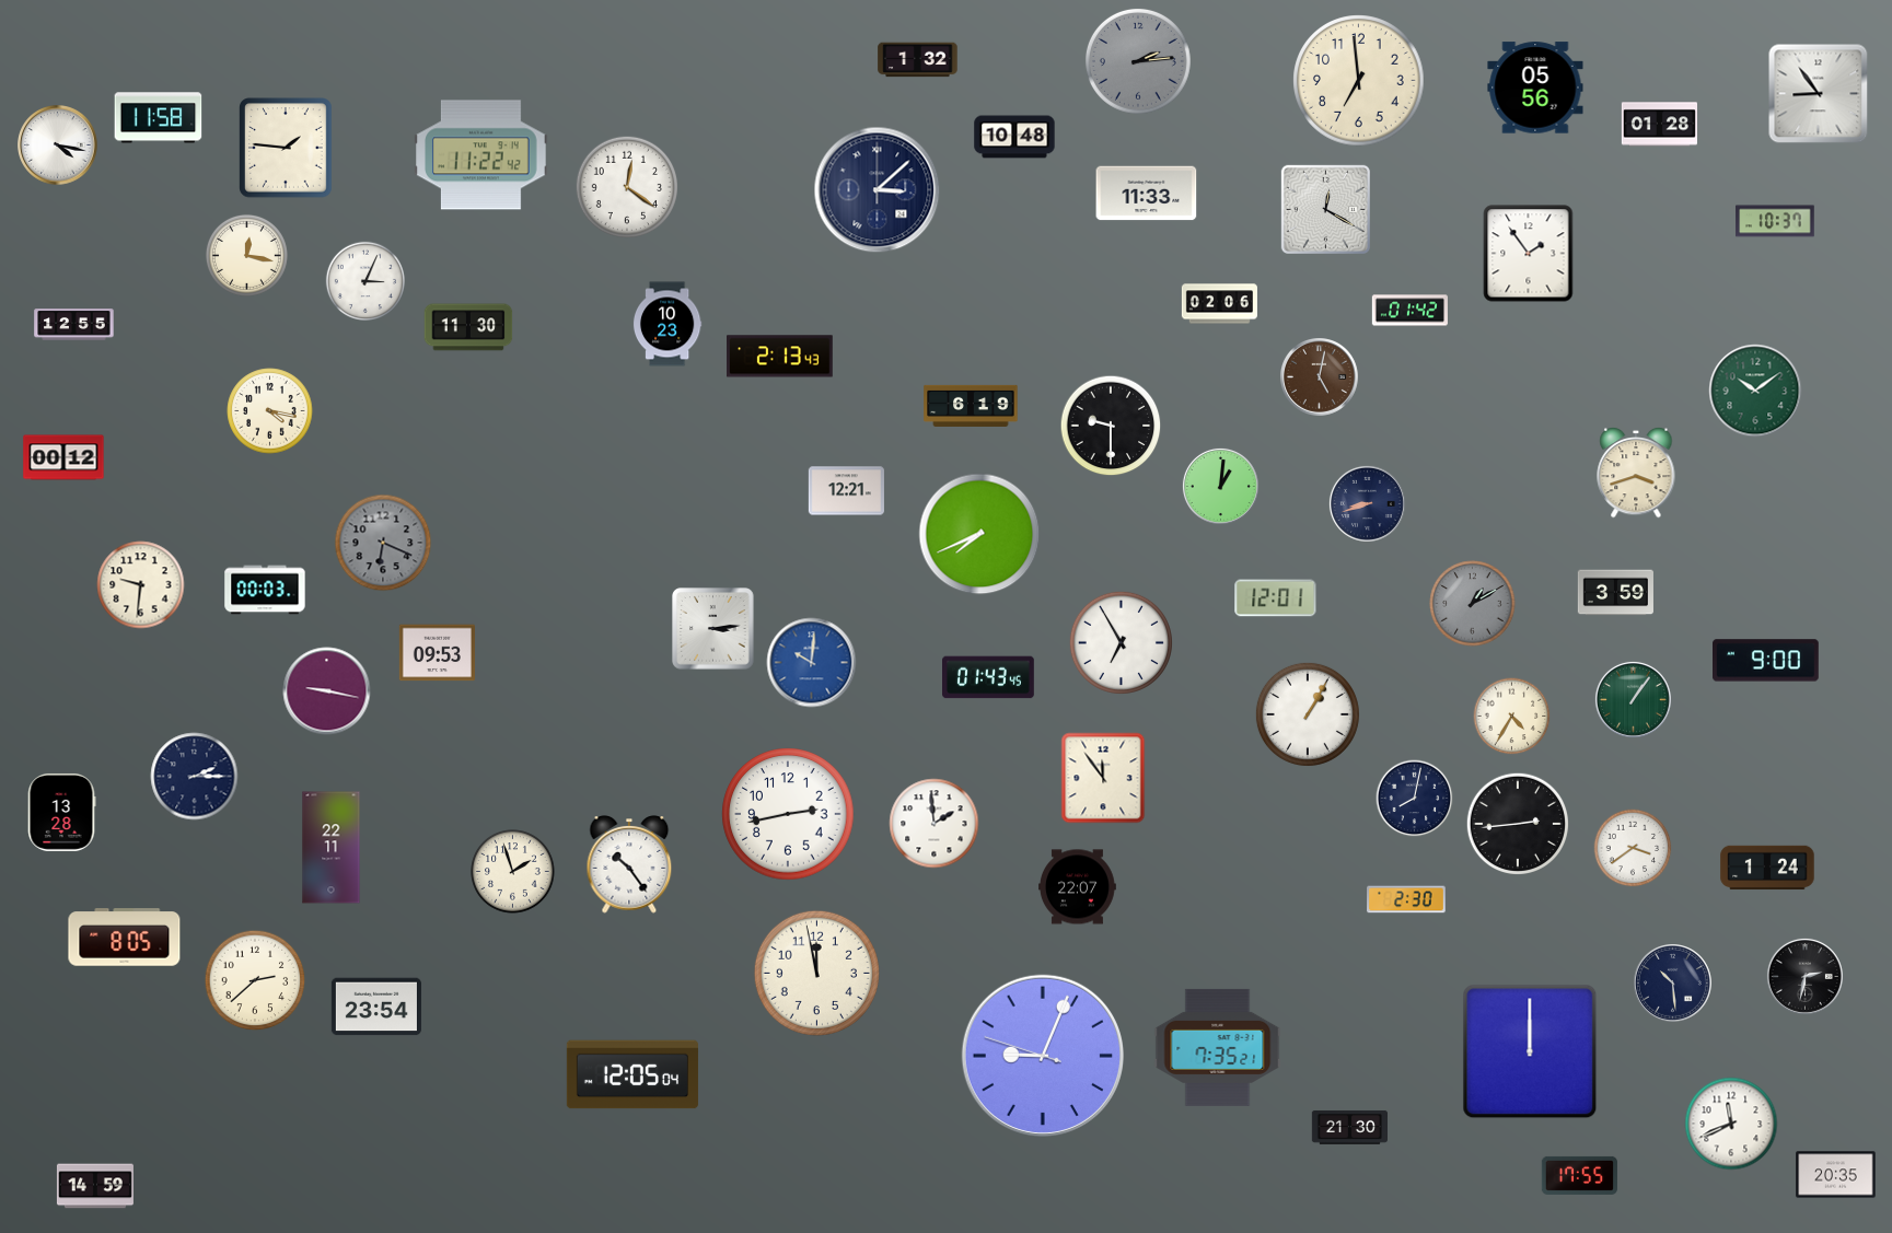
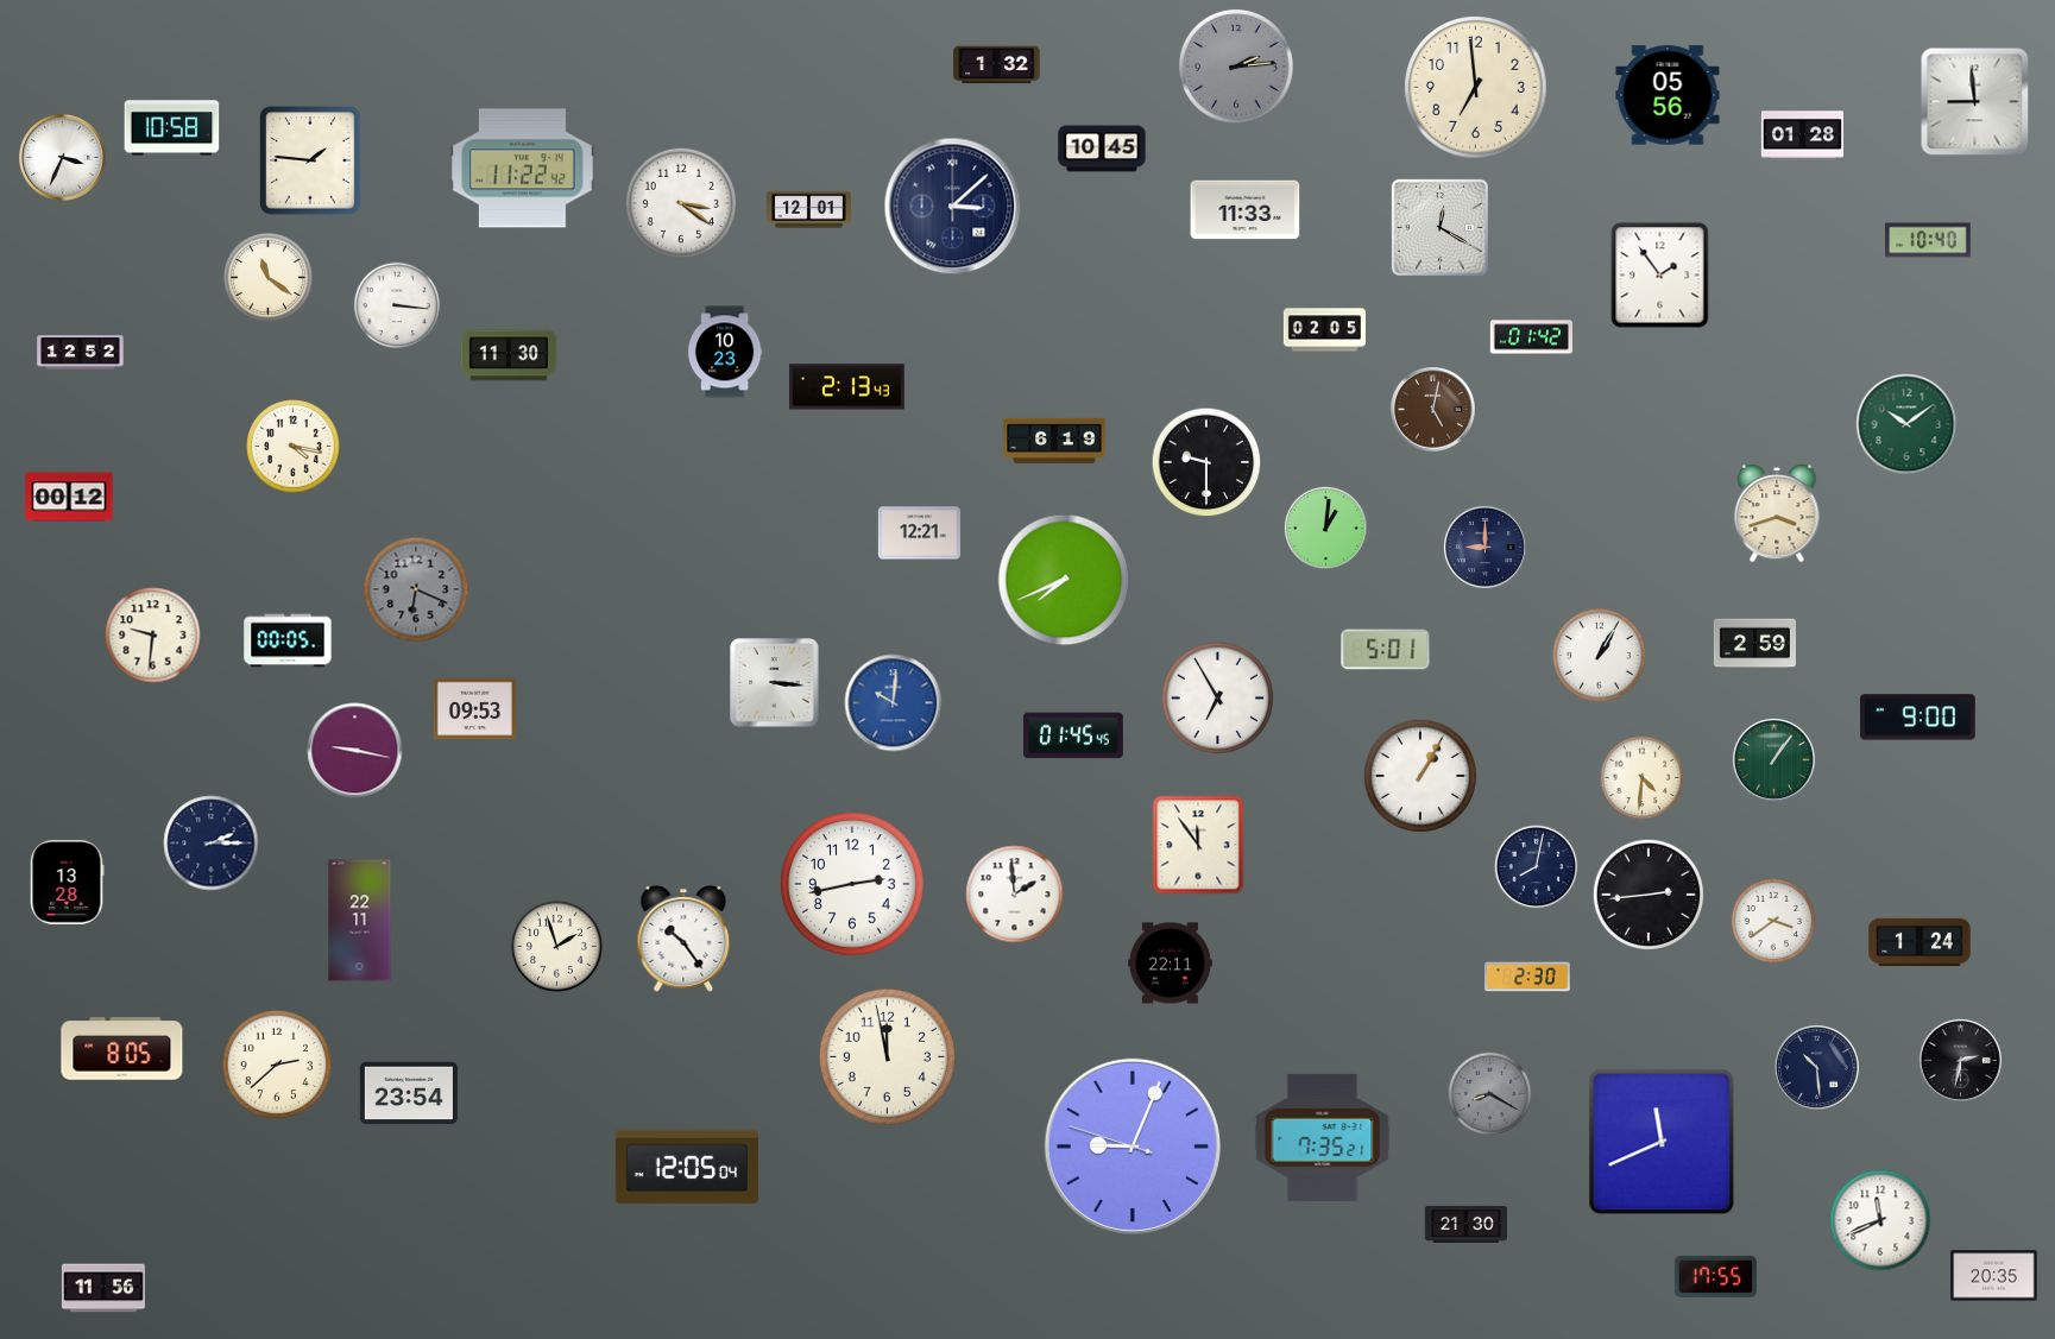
clock at (1819, 94): 8:54 -> 8:59
clock at (159, 118): 11:58 -> 10:58
clock at (1014, 137): 10:48 -> 10:45
clock at (58, 146): 4:17 -> 3:34
clock at (626, 186): 12:21 -> 3:21
clock at (809, 210): none -> 12:01
clock at (1775, 221): 10:37 -> 10:40
clock at (246, 255): 12:17 -> 11:21
clock at (365, 281): 3:04 -> 3:16
clock at (1219, 304): 02:06 -> 02:05
clock at (74, 325): 12:55 -> 12:52
clock at (1367, 503): 8:42 -> 9:00
clock at (265, 590): 00:03 -> 00:05
clock at (1615, 593): 3:59 -> 2:59
clock at (1276, 598): 12:01 -> 5:01
clock at (1473, 604): 1:10 -> 1:05
clock at (1473, 604) dial: grey -> white
clock at (713, 629): 3:14 -> 3:16
clock at (812, 663) position: (812, 663) -> (894, 703)
clock at (989, 677): 01:43 -> 01:45
clock at (1512, 717): 4:35 -> 4:31
clock at (788, 814) position: (788, 814) -> (852, 884)
clock at (1078, 887): 22:07 -> 22:11
clock at (125, 938) position: (125, 938) -> (122, 1049)
clock at (1490, 1094): none -> 8:20
clock at (1530, 1051): 12:00 -> 11:41
clock at (95, 1186): 14:59 -> 11:56
